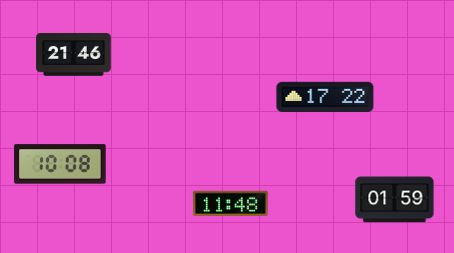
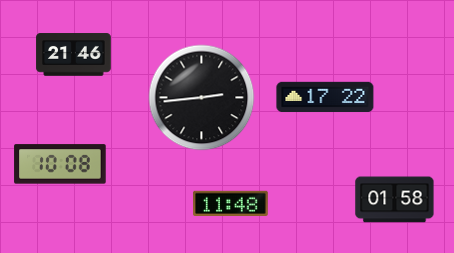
clock at (202, 98): none -> 2:44
clock at (395, 200): 01:59 -> 01:58
